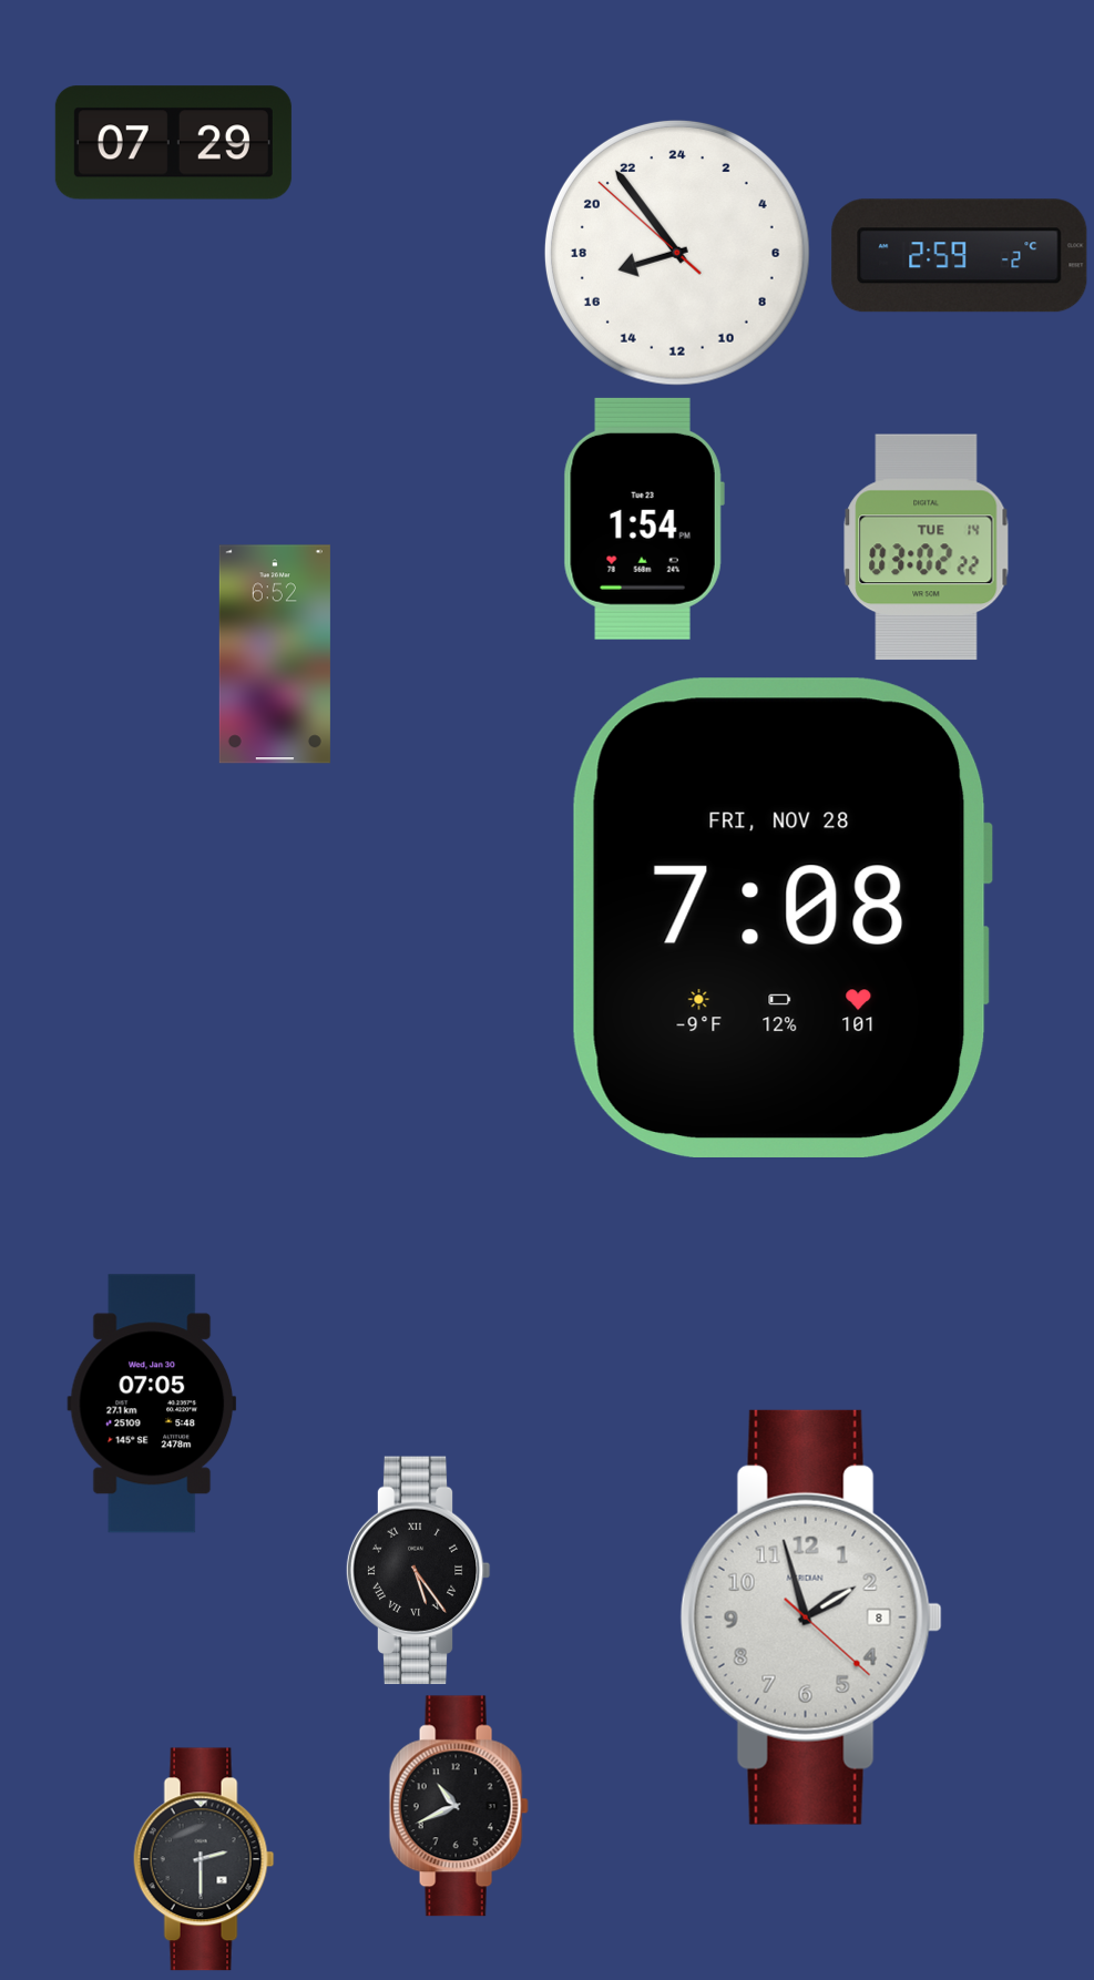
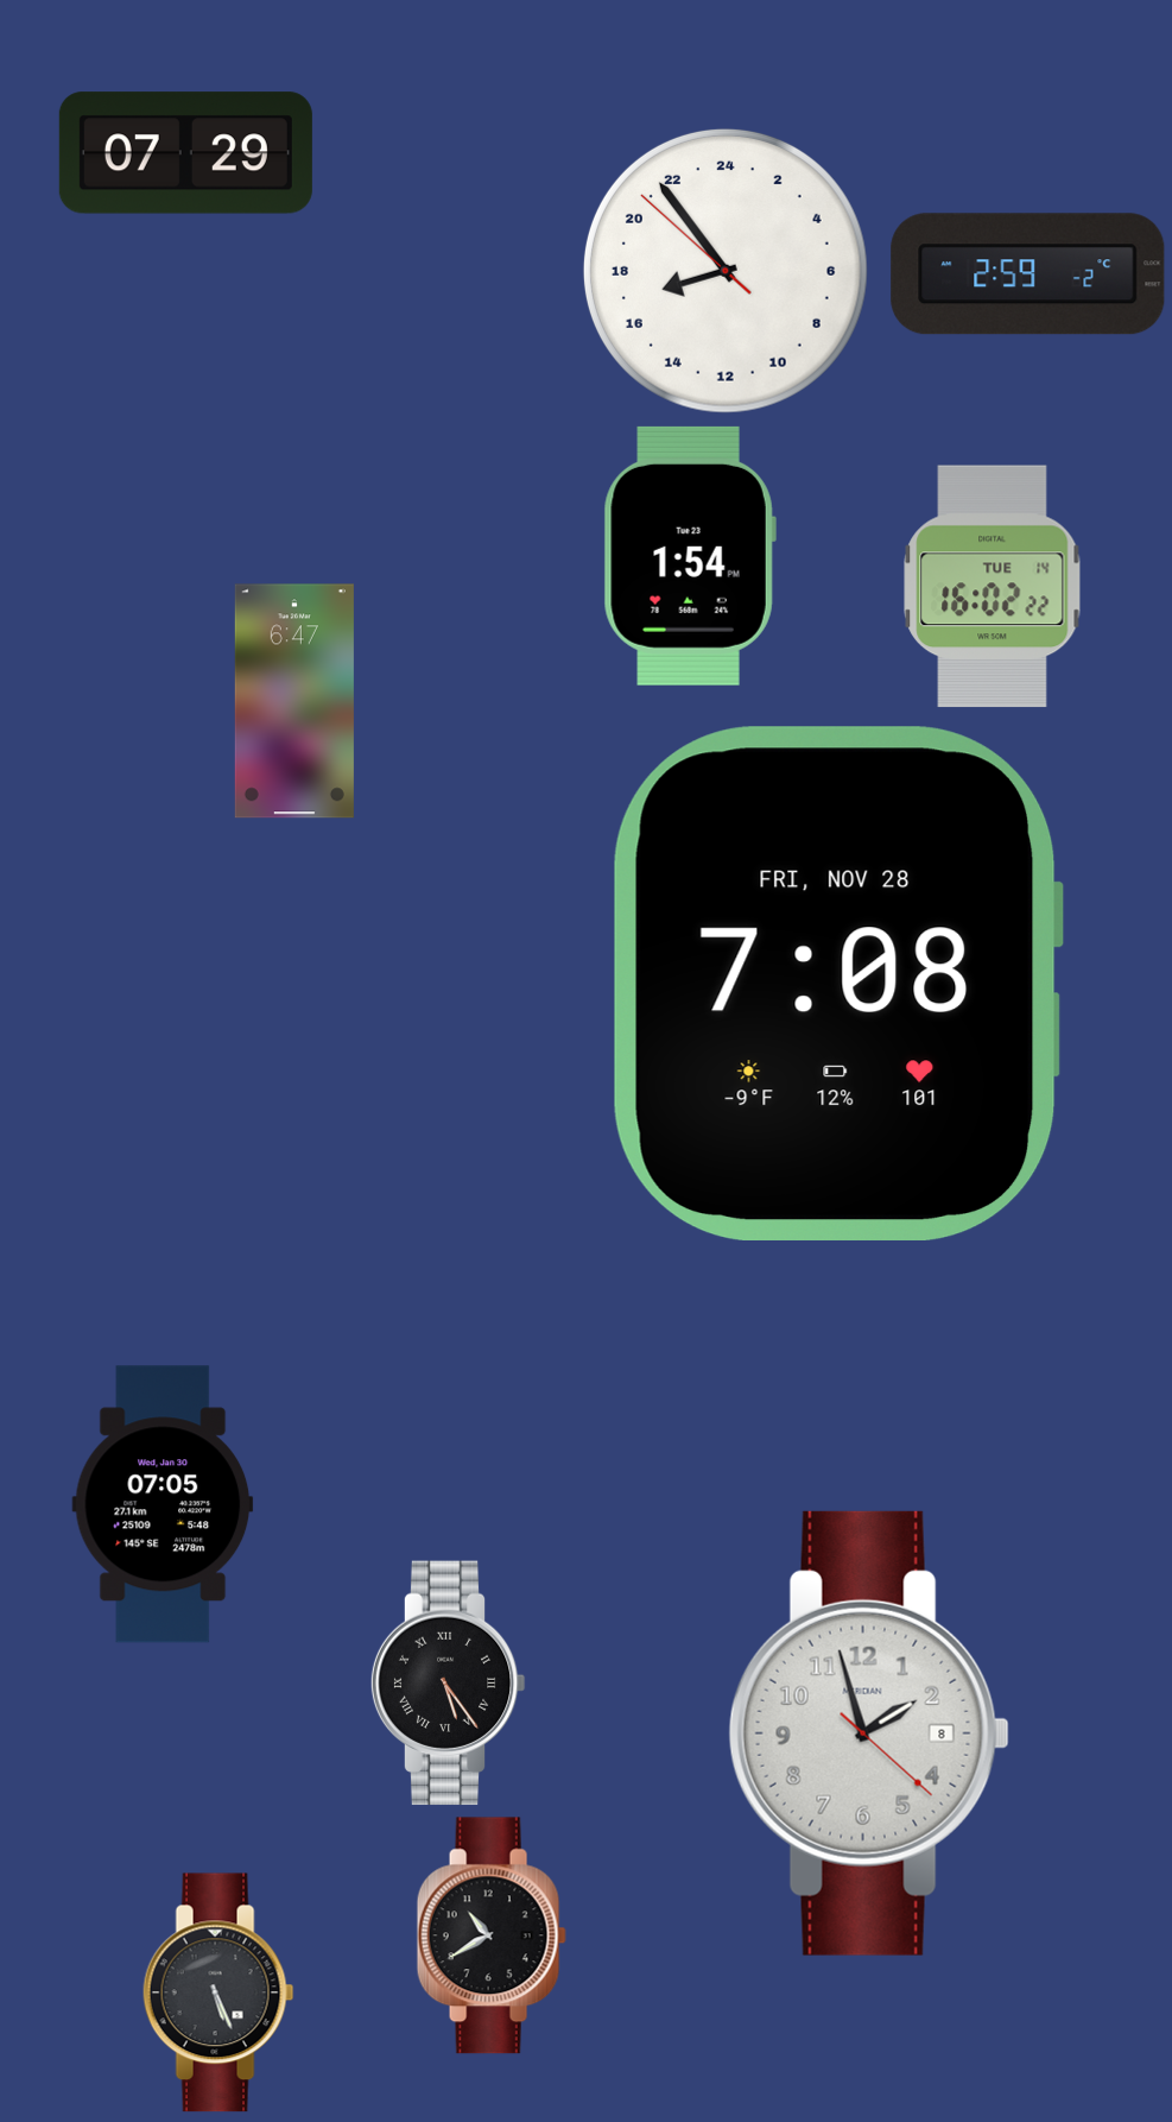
clock at (927, 548): 03:02 -> 16:02
clock at (275, 654): 6:52 -> 6:47
clock at (459, 1806): 10:41 -> 10:40
clock at (204, 1859): 2:30 -> 5:26
